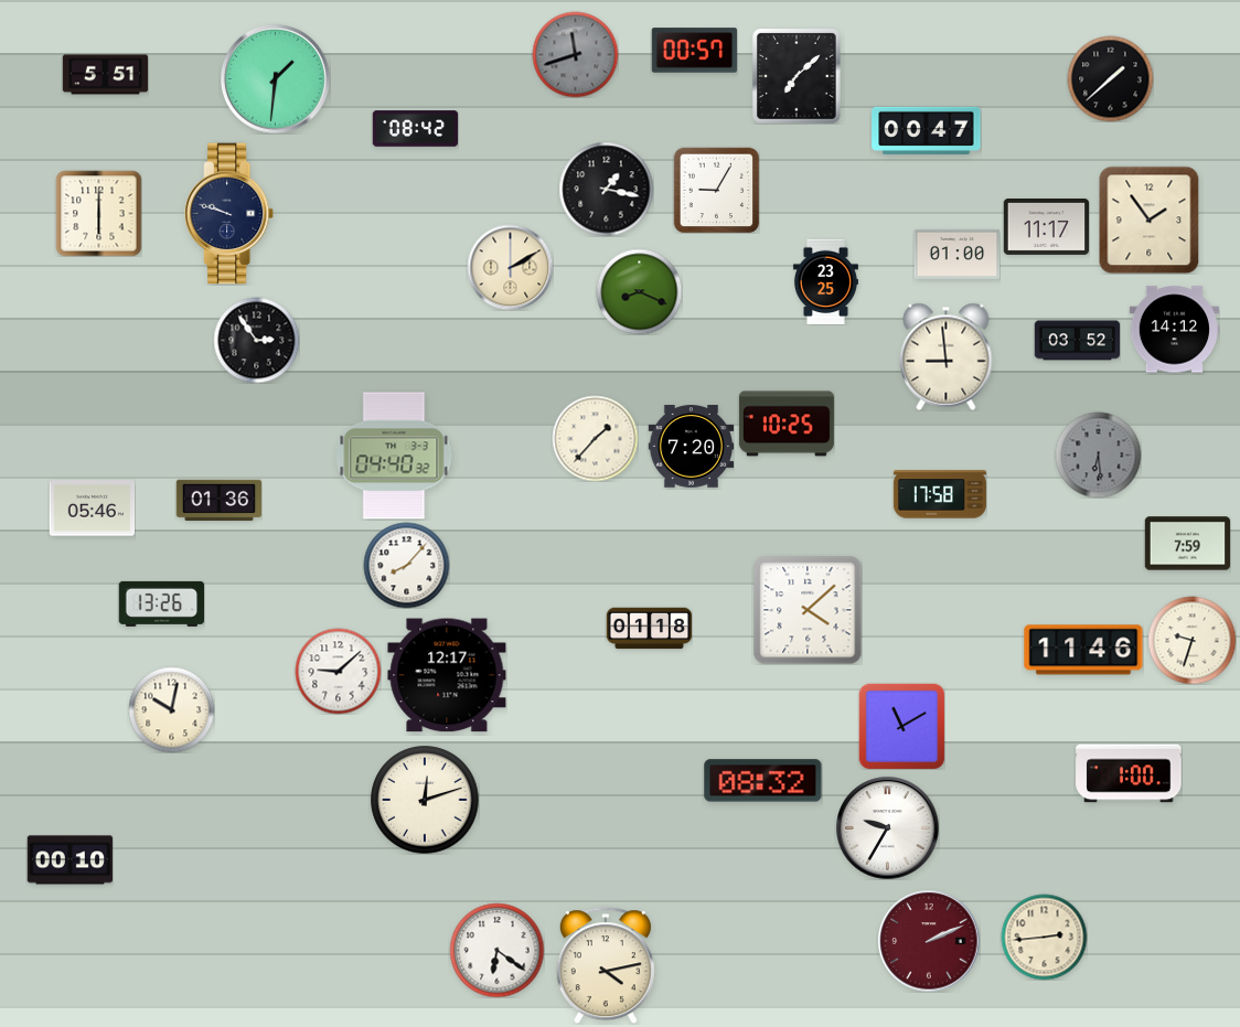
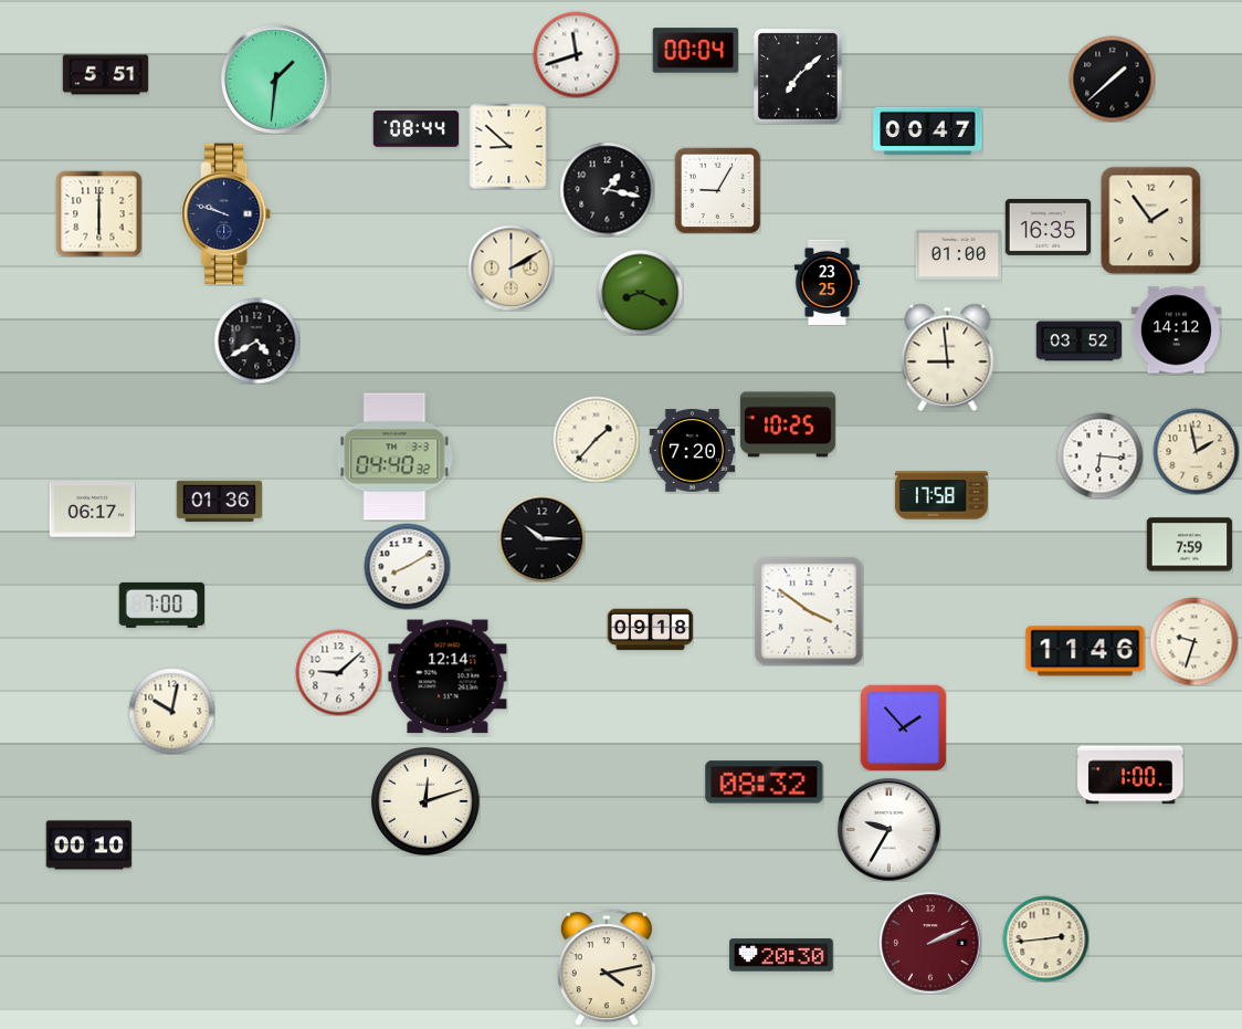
clock at (694, 51): 00:57 -> 00:04
clock at (575, 54) dial: grey -> white
clock at (415, 129): 08:42 -> 08:44
clock at (509, 146): none -> 8:52
clock at (229, 214) position: (229, 214) -> (227, 214)
clock at (1046, 226): 11:17 -> 16:35
clock at (256, 340): 2:54 -> 4:40
clock at (691, 447) position: (691, 447) -> (692, 451)
clock at (1196, 451): none -> 1:58
clock at (1098, 454): 6:29 -> 6:16
clock at (1098, 454) dial: grey -> white
clock at (92, 509): 05:46 -> 06:17
clock at (541, 538): none -> 10:15
clock at (406, 565): 8:07 -> 8:10
clock at (161, 603): 13:26 -> 7:00
clock at (808, 610): 4:08 -> 3:51
clock at (649, 629): 01:18 -> 09:18
clock at (447, 675): 12:17 -> 12:14
clock at (901, 726): 11:10 -> 1:53
clock at (70, 860) position: (70, 860) -> (88, 846)
clock at (496, 950): 6:21 -> none
clock at (781, 955): none -> 20:30
